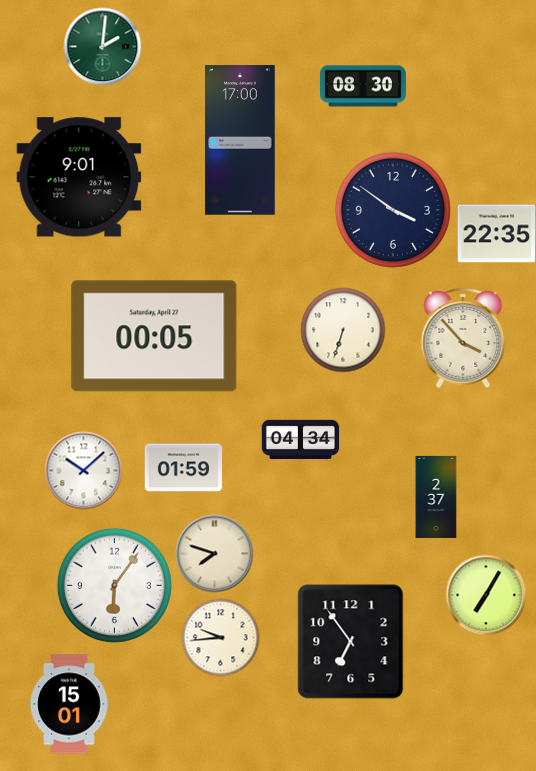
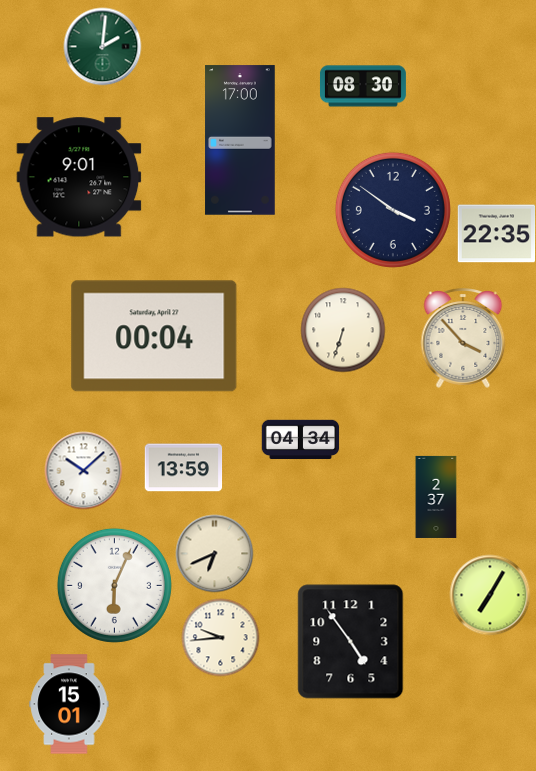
clock at (154, 336): 00:05 -> 00:04
clock at (183, 468): 01:59 -> 13:59
clock at (214, 553): 7:48 -> 6:41
clock at (114, 585): 6:06 -> 6:04
clock at (486, 595) position: (486, 595) -> (490, 595)
clock at (351, 642): 6:54 -> 4:54
